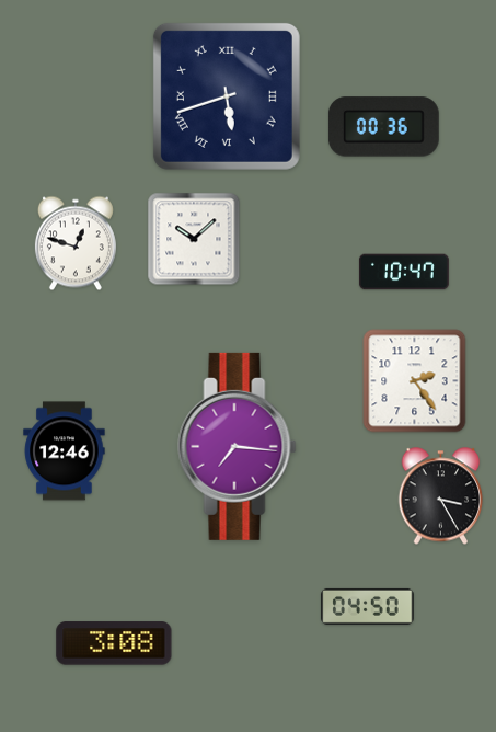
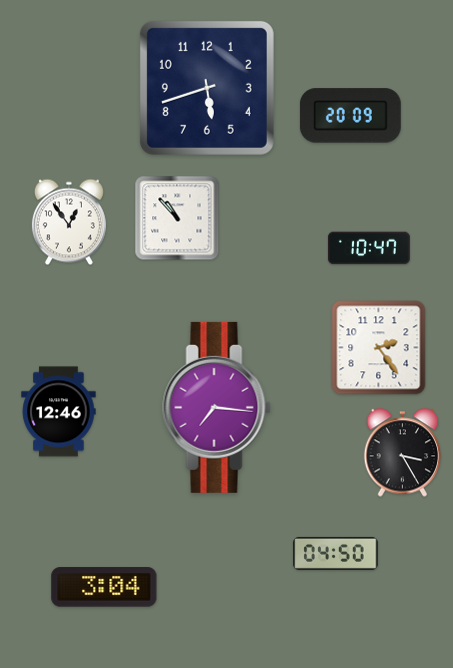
clock at (227, 96) numerals: Roman -> Arabic
clock at (383, 127): 00:36 -> 20:09
clock at (194, 239): 10:08 -> 10:53
clock at (76, 243): 12:48 -> 12:54
clock at (114, 643): 3:08 -> 3:04
